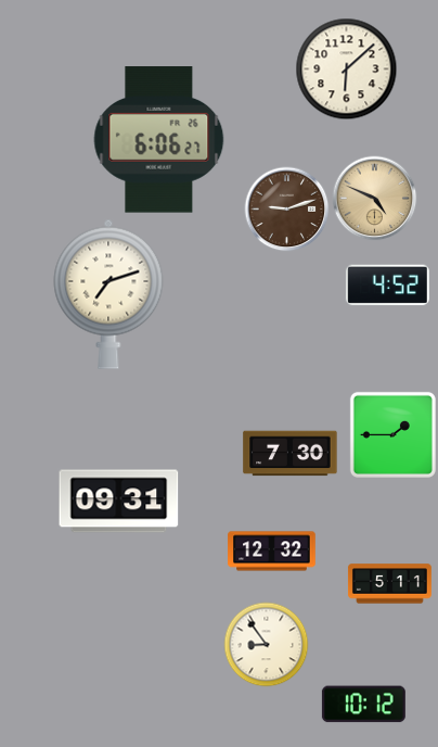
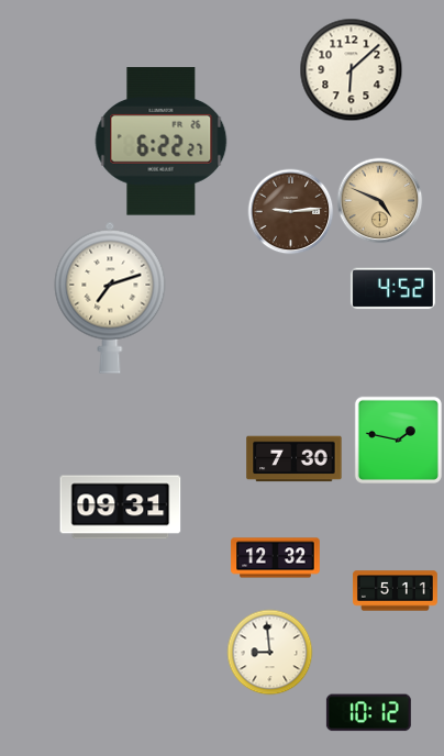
clock at (159, 140): 6:06 -> 6:22
clock at (286, 208): 9:12 -> 9:14
clock at (392, 434): 1:45 -> 1:47
clock at (266, 644): 8:54 -> 8:59
